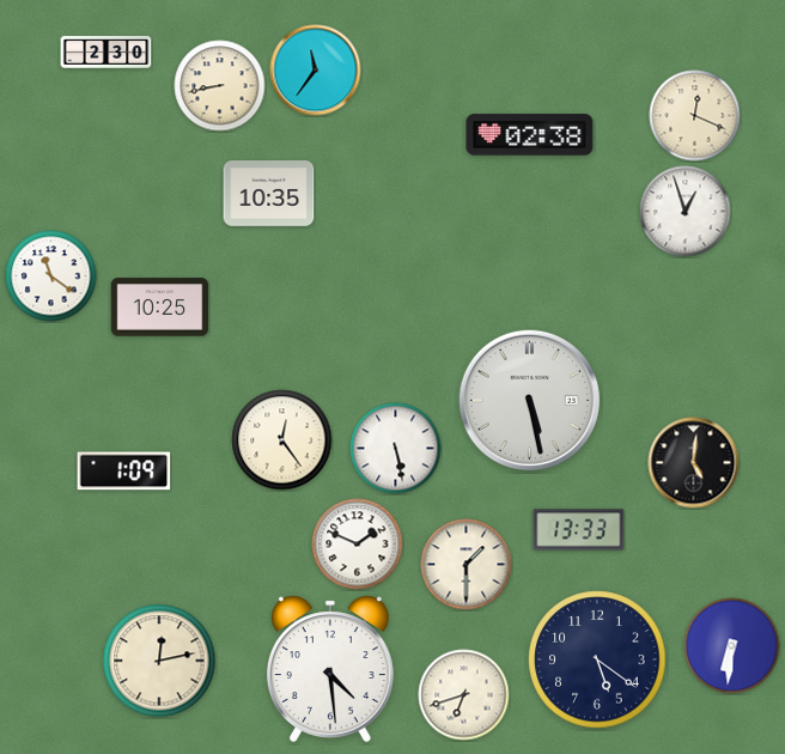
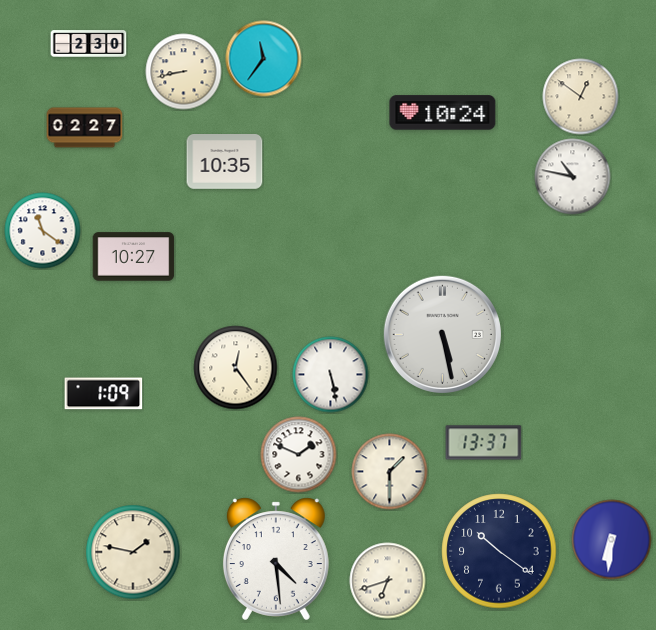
clock at (695, 116): 12:19 -> 12:51
clock at (530, 135): 02:38 -> 10:24
clock at (85, 128): none -> 02:27
clock at (686, 212): 12:57 -> 10:47
clock at (160, 308): 10:25 -> 10:27
clock at (694, 463): 5:01 -> none
clock at (579, 530): 13:33 -> 13:37
clock at (597, 659): 5:21 -> 10:21
clock at (159, 661): 12:13 -> 1:47
